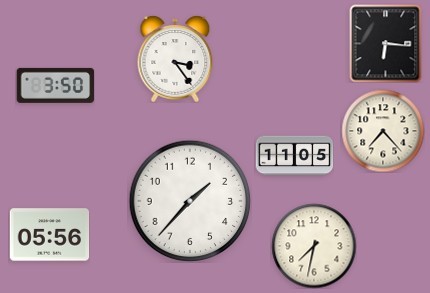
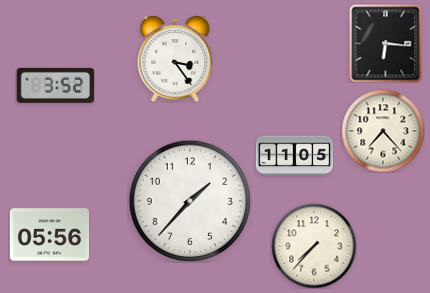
clock at (55, 85): 3:50 -> 3:52
clock at (314, 246): 7:32 -> 7:37
